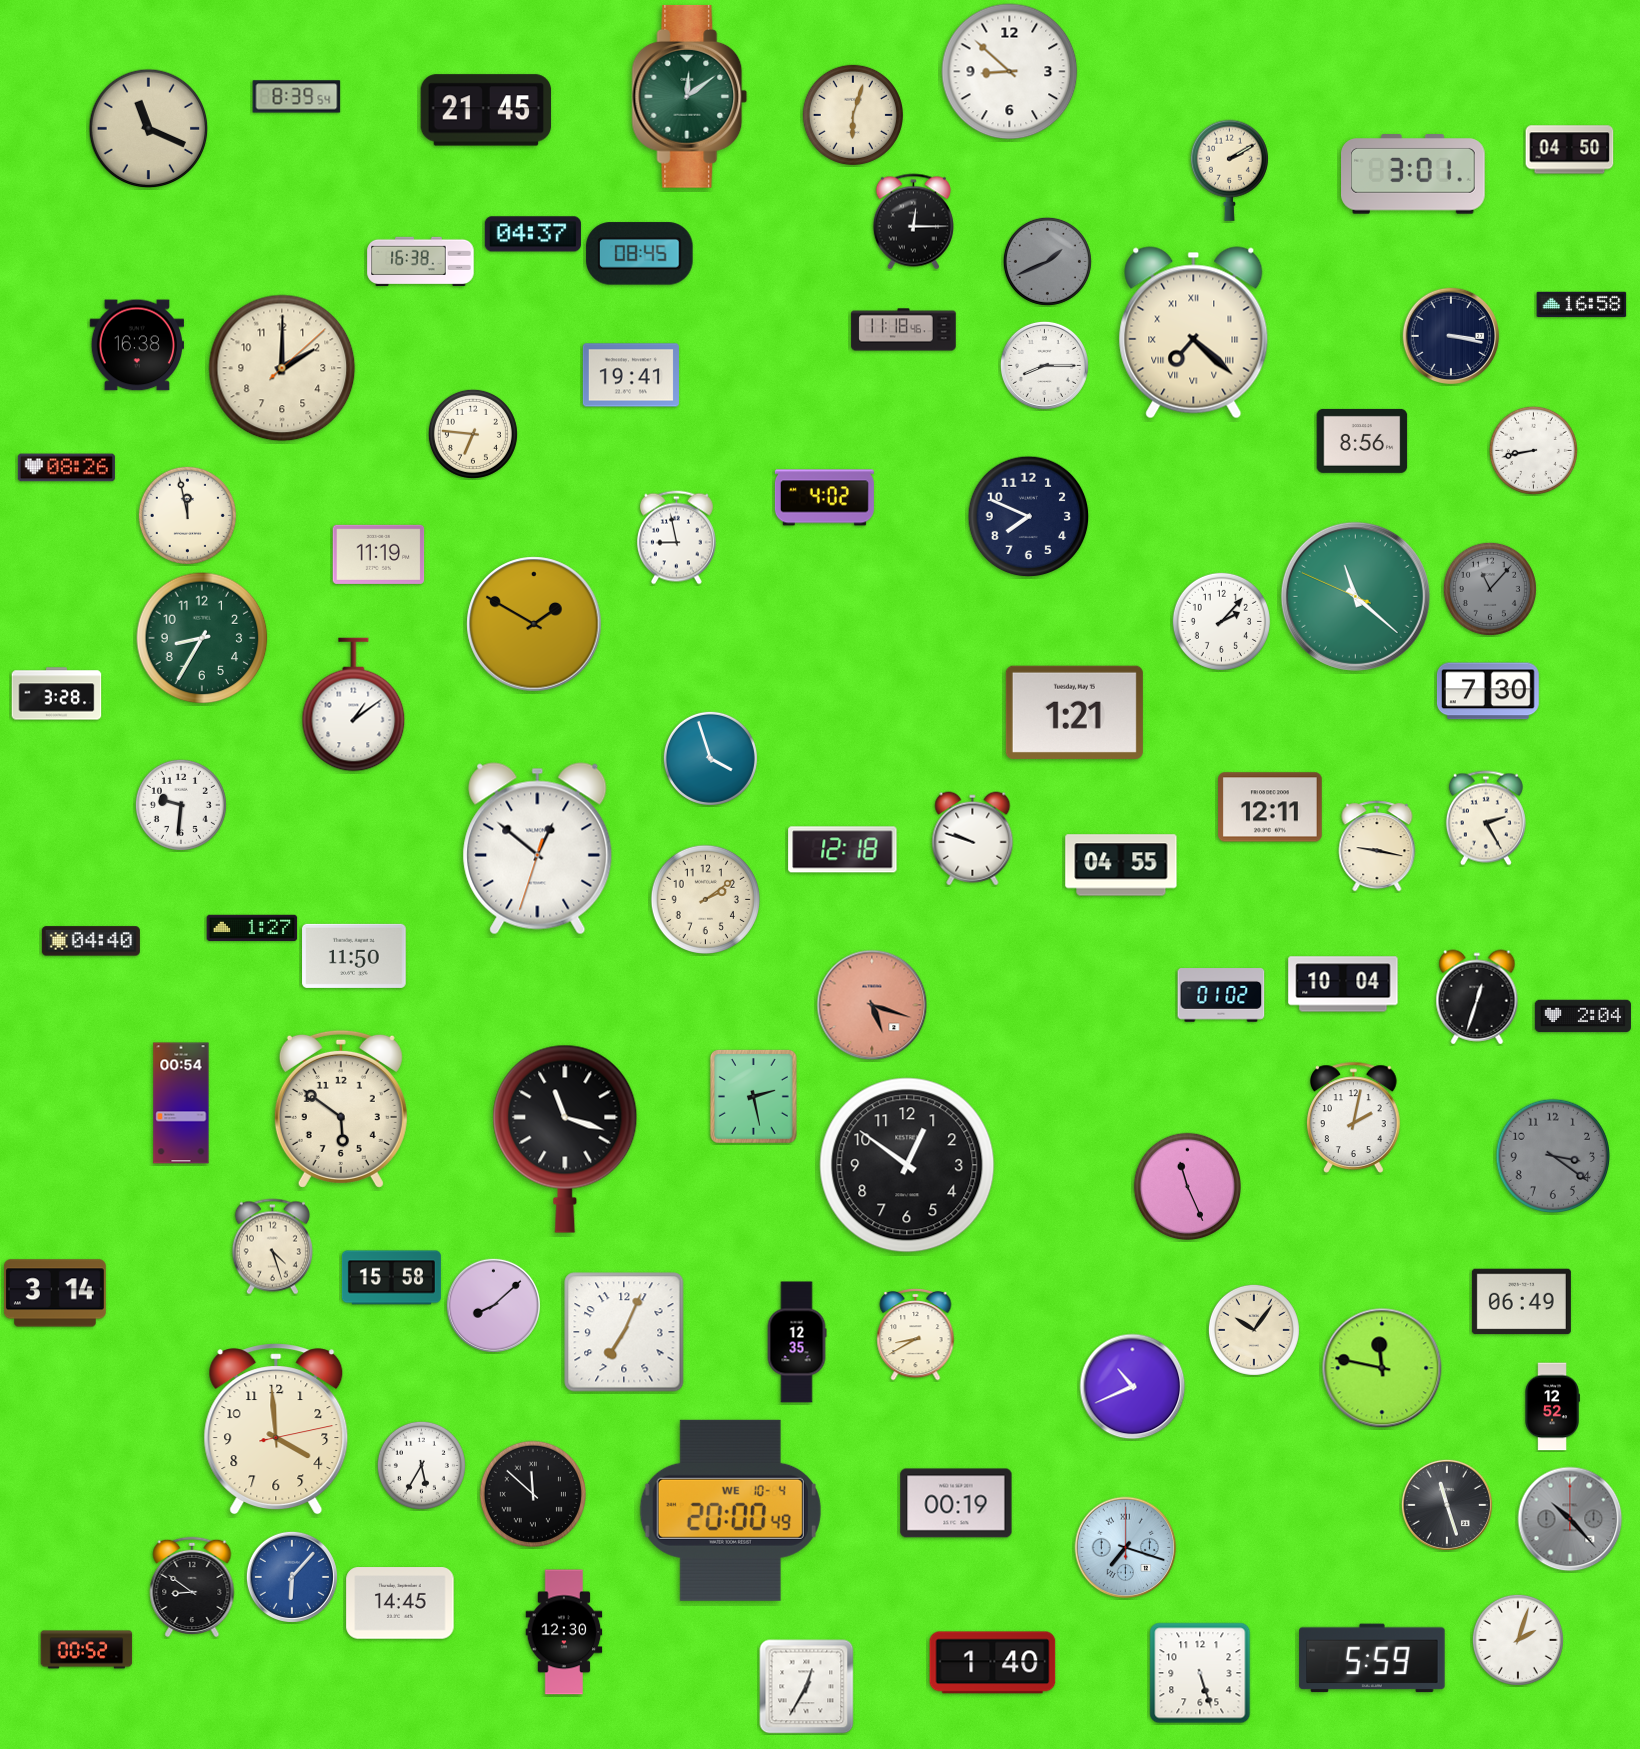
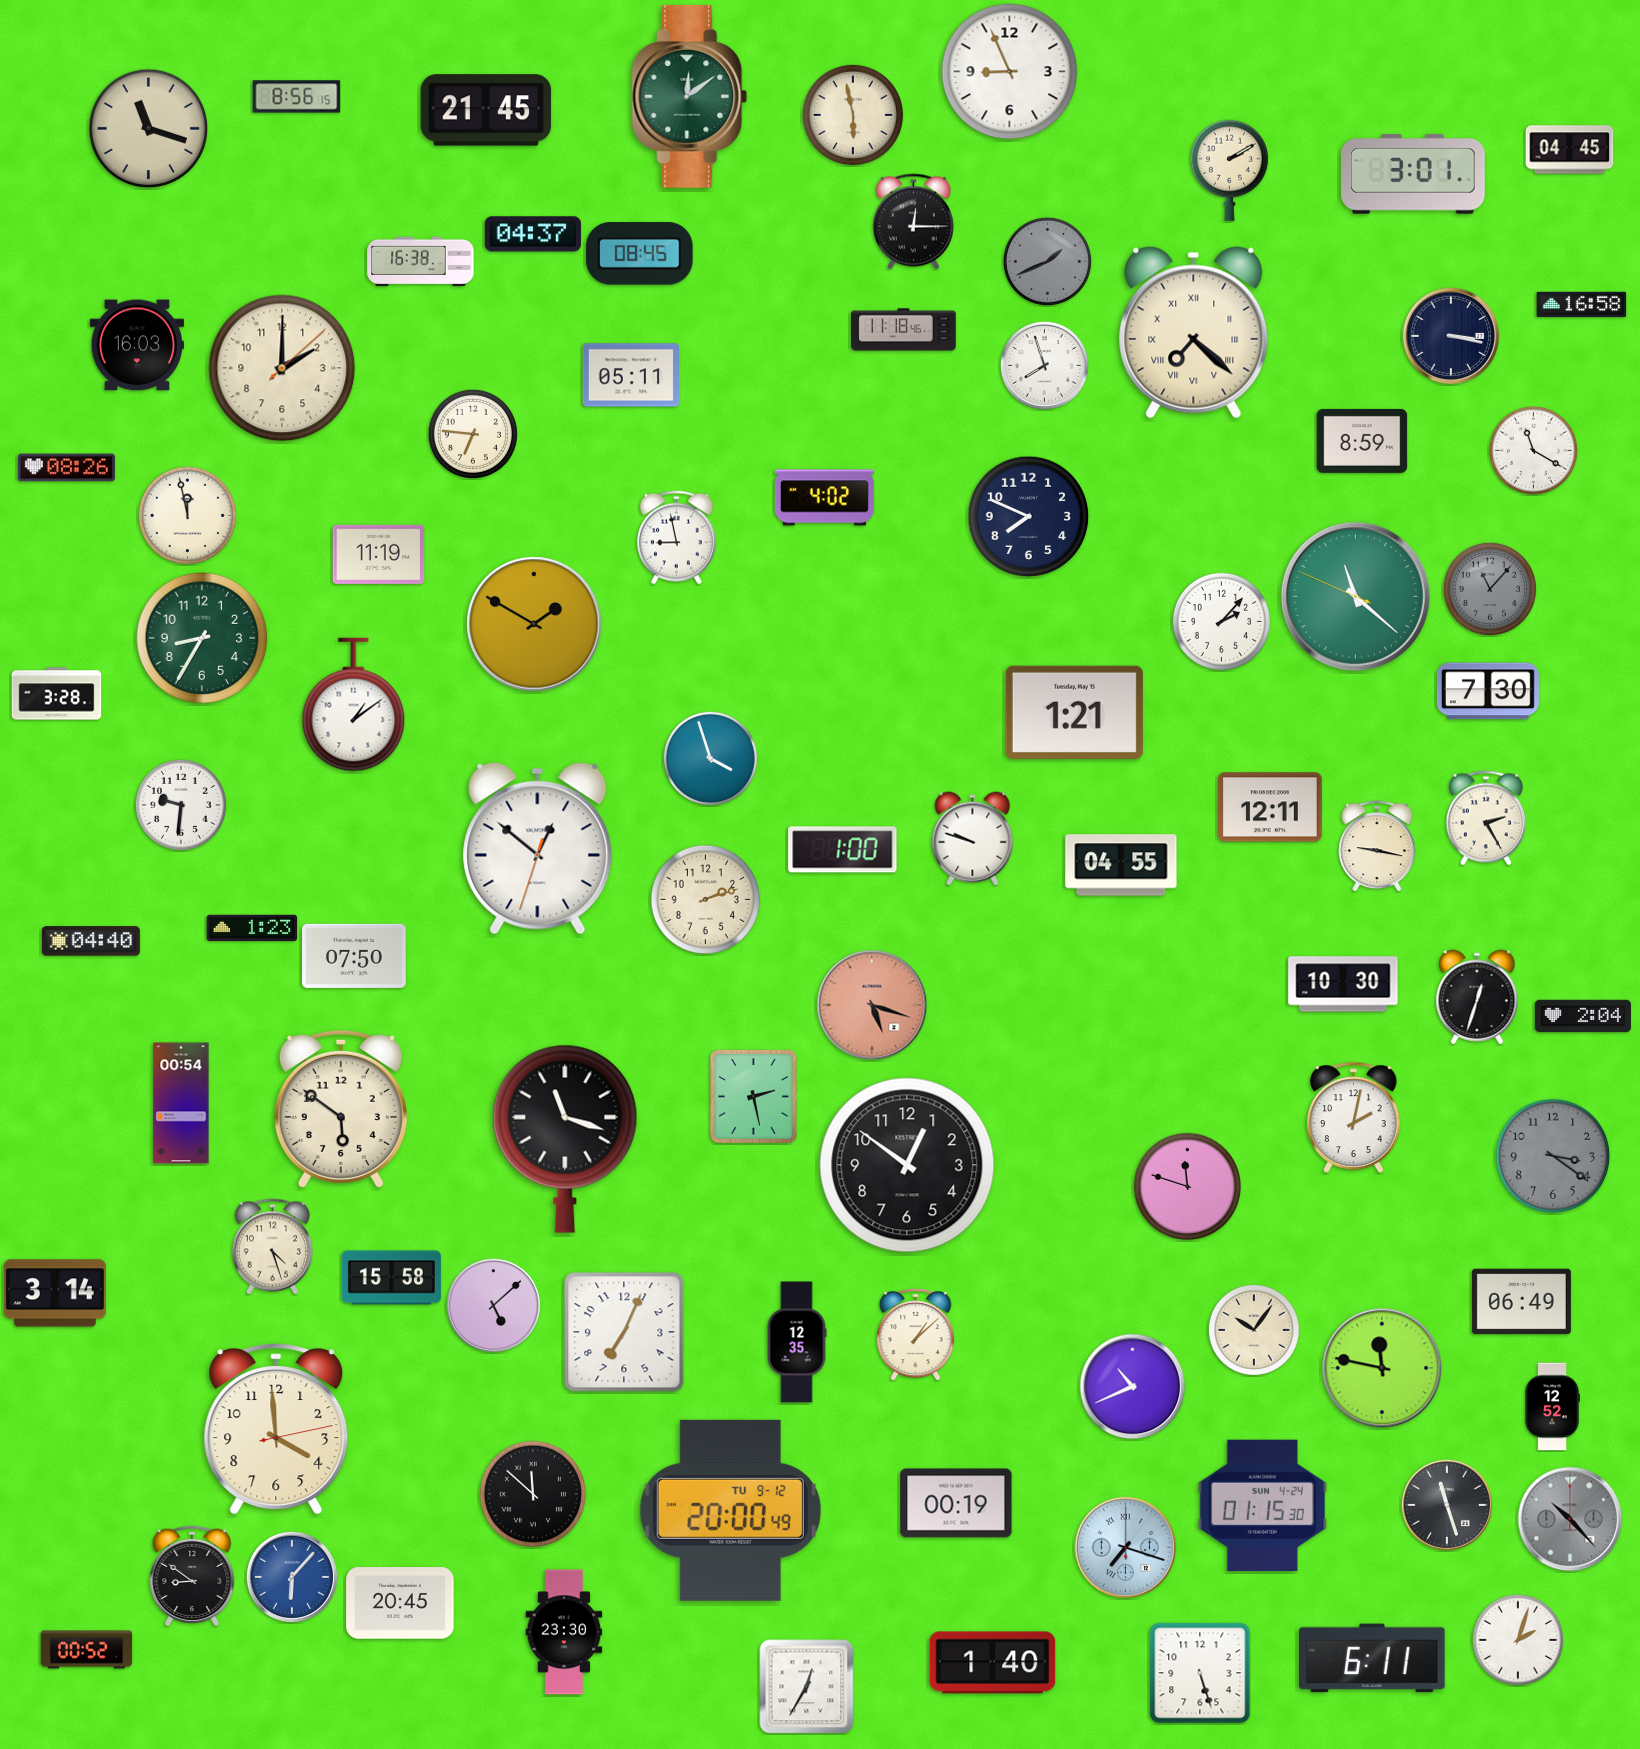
clock at (1010, 72): 8:52 -> 8:56
clock at (297, 97): 8:39 -> 8:56
clock at (853, 115): 6:03 -> 5:58
clock at (149, 129): 11:19 -> 11:18
clock at (1570, 150): 04:50 -> 04:45
clock at (136, 345): 16:38 -> 16:03
clock at (1044, 365): 8:15 -> 7:57
clock at (631, 375): 19:41 -> 05:11
clock at (1362, 441): 8:56 -> 8:59
clock at (1533, 450): 8:43 -> 11:20
clock at (843, 850): 12:18 -> 1:00
clock at (705, 899): 2:09 -> 2:12
clock at (252, 927): 1:27 -> 1:23
clock at (354, 956): 11:50 -> 07:50
clock at (1343, 984): 10:04 -> 10:30
clock at (1221, 995): 01:02 -> none
clock at (1187, 1186): 11:26 -> 11:48
clock at (493, 1305): 8:08 -> 5:08
clock at (916, 1334): 8:40 -> 1:08
clock at (421, 1465): 5:35 -> none
clock at (1263, 1505): none -> 01:15
clock at (730, 1510) date: WE 10-4 -> TU 9-12
clock at (192, 1586) position: (192, 1586) -> (192, 1575)
clock at (400, 1603): 14:45 -> 20:45
clock at (564, 1632): 12:30 -> 23:30
clock at (1372, 1658): 5:59 -> 6:11
